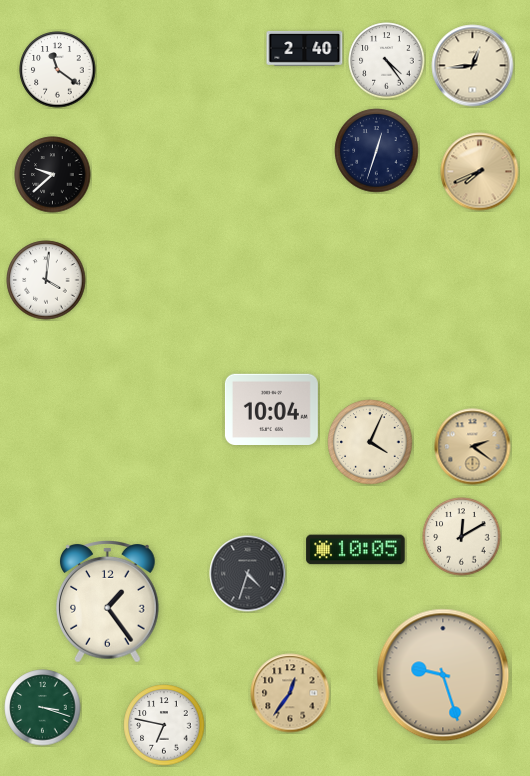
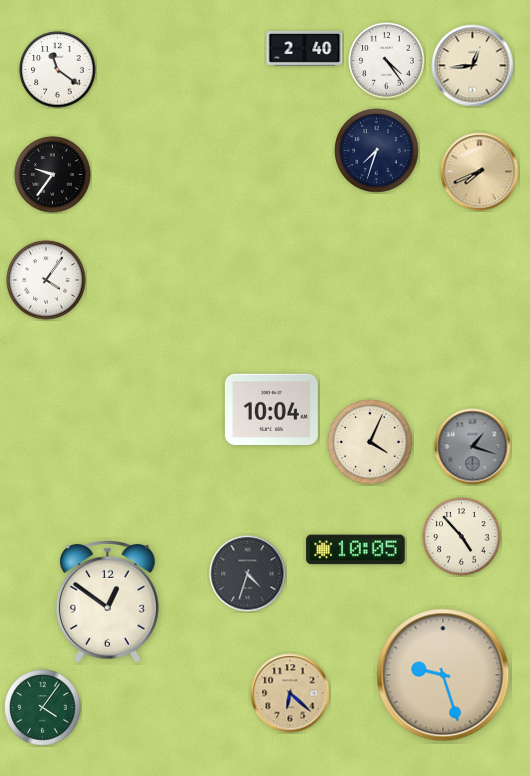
clock at (377, 151): 12:33 -> 7:33
clock at (53, 175): 9:38 -> 9:36
clock at (46, 280): 4:01 -> 4:06
clock at (473, 447): 2:21 -> 1:18
clock at (473, 447) dial: champagne -> grey
clock at (462, 537): 12:10 -> 4:53
clock at (108, 602): 1:24 -> 12:51
clock at (290, 693): 12:36 -> 6:22
clock at (43, 708): 3:18 -> 4:06
clock at (164, 725): 6:47 -> none
